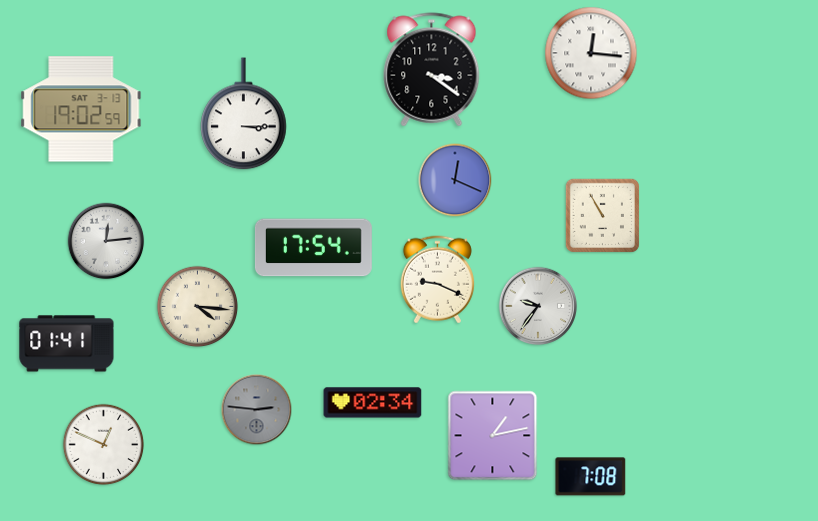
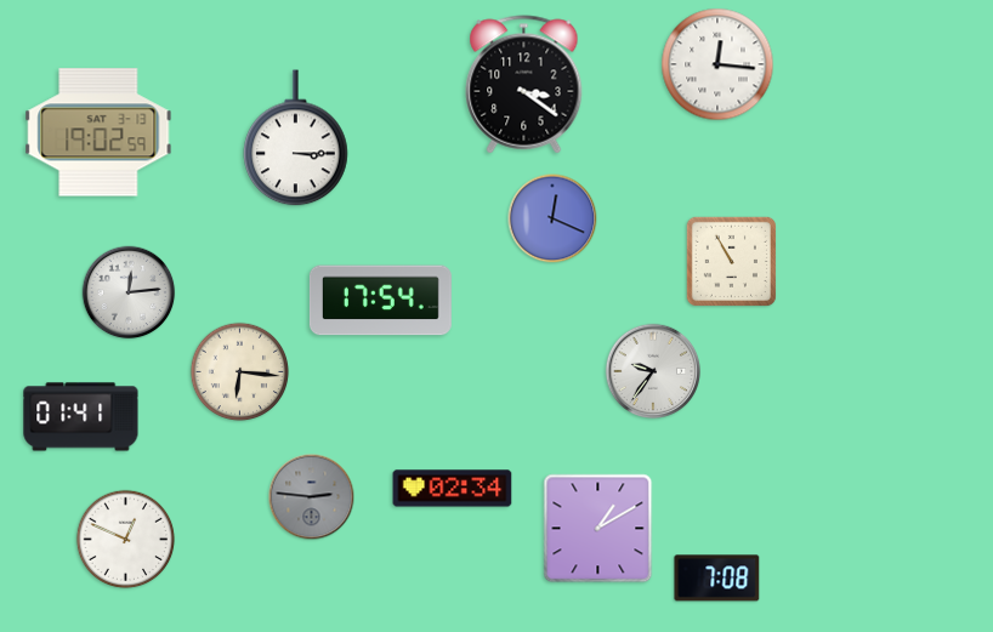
clock at (437, 280): 9:19 -> none
clock at (198, 307): 4:16 -> 6:16
clock at (493, 436): 1:13 -> 1:10
